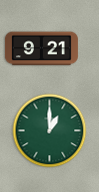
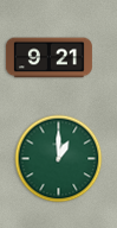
clock at (50, 131) position: (50, 131) -> (59, 159)
